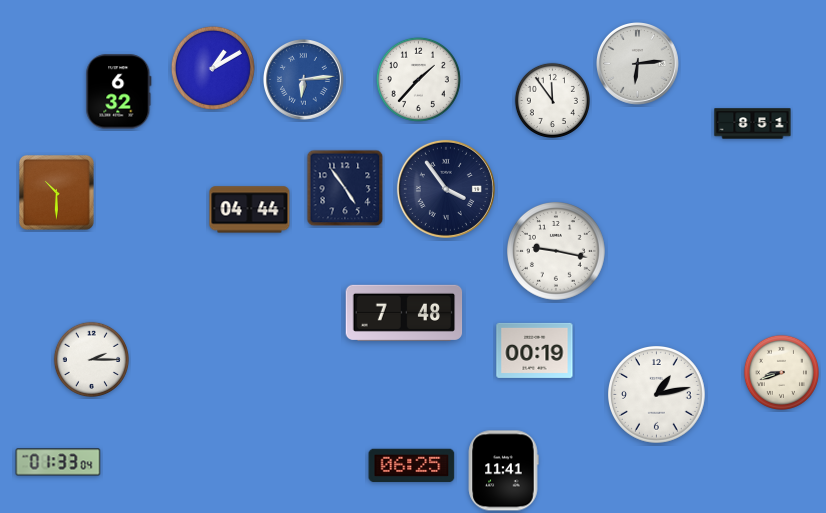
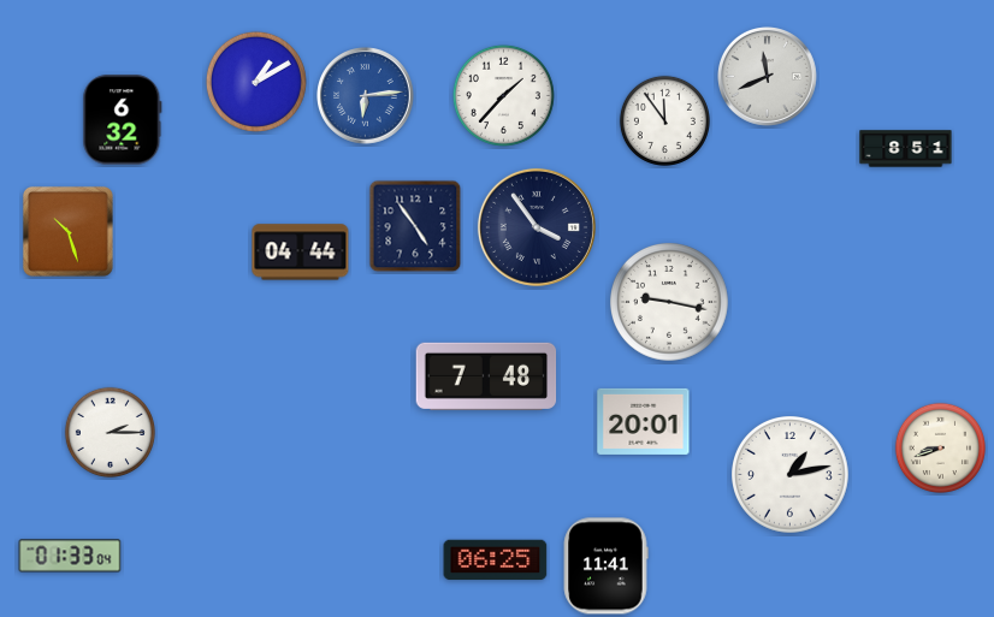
clock at (638, 64): 6:14 -> 11:41
clock at (119, 92) position: (119, 92) -> (123, 120)
clock at (56, 192): 10:30 -> 10:27
clock at (535, 350): 00:19 -> 20:01
